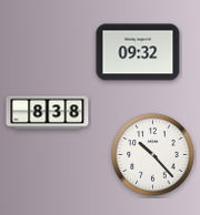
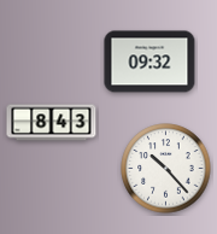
clock at (138, 52) position: (138, 52) -> (149, 62)
clock at (48, 113): 8:38 -> 8:43
